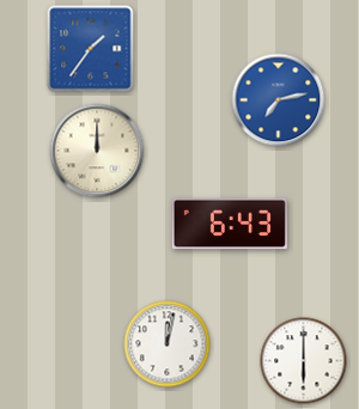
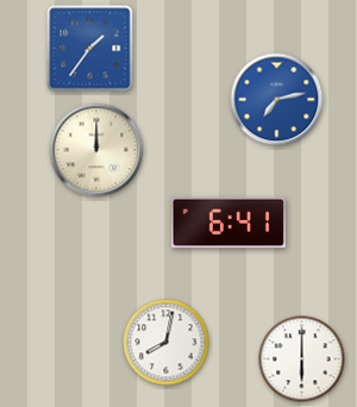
clock at (230, 224): 6:43 -> 6:41
clock at (168, 344): 12:02 -> 8:02
